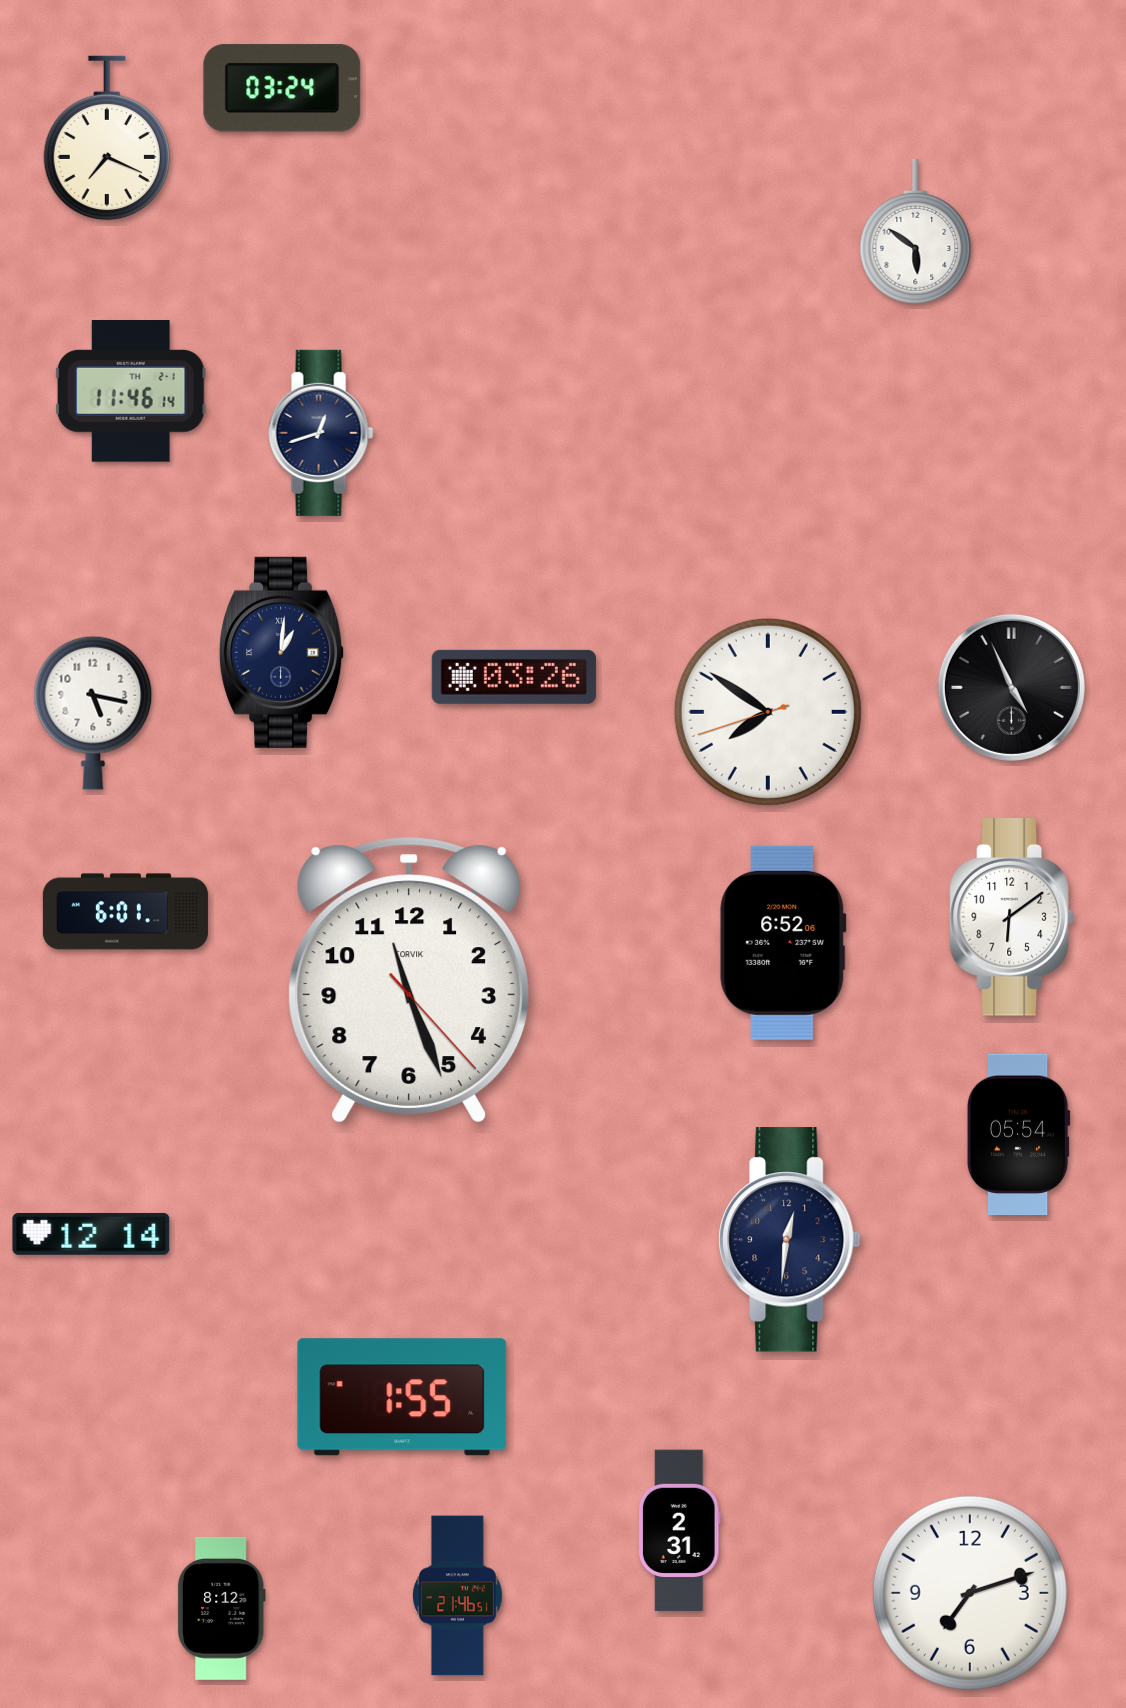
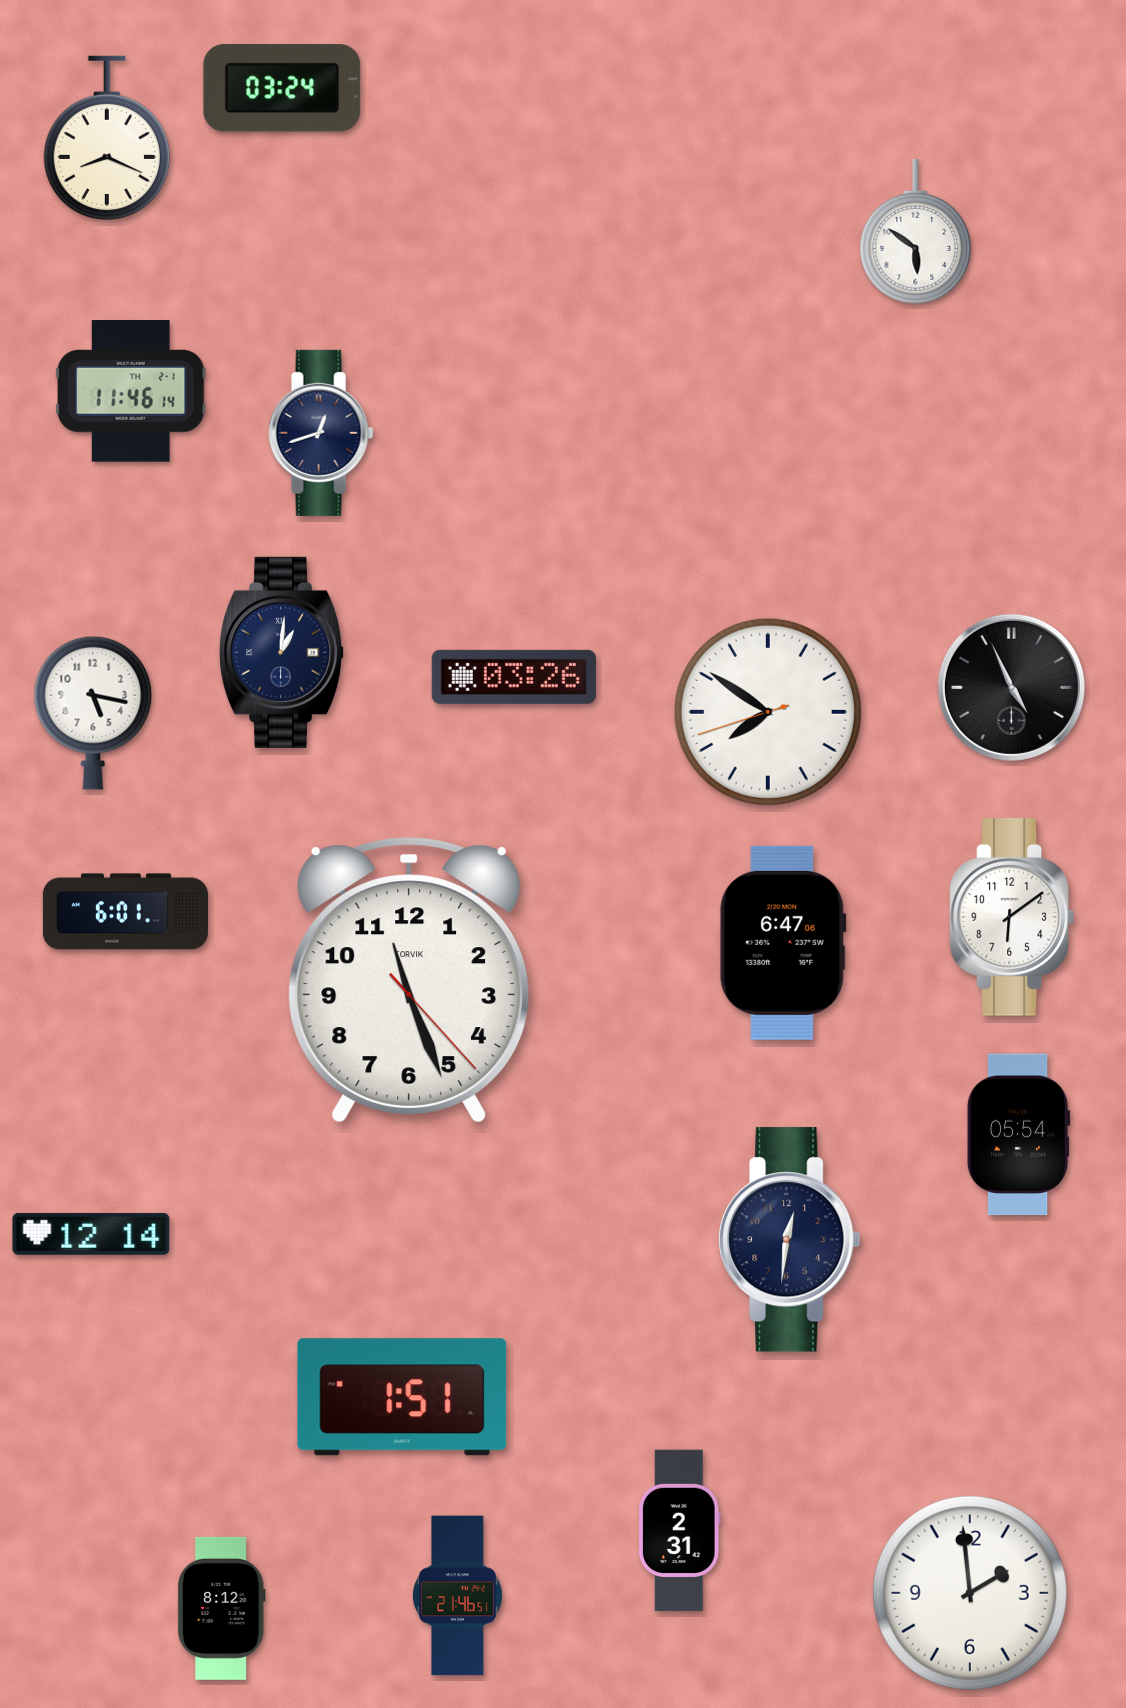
clock at (107, 138): 7:19 -> 8:19
clock at (783, 943): 6:52 -> 6:47
clock at (402, 1397): 1:55 -> 1:51
clock at (970, 1593): 7:12 -> 1:59
